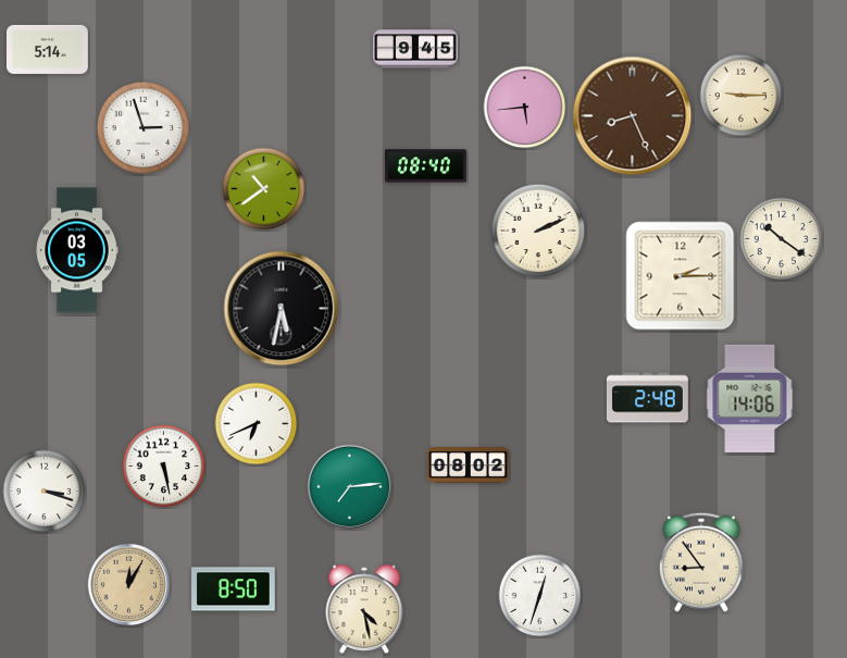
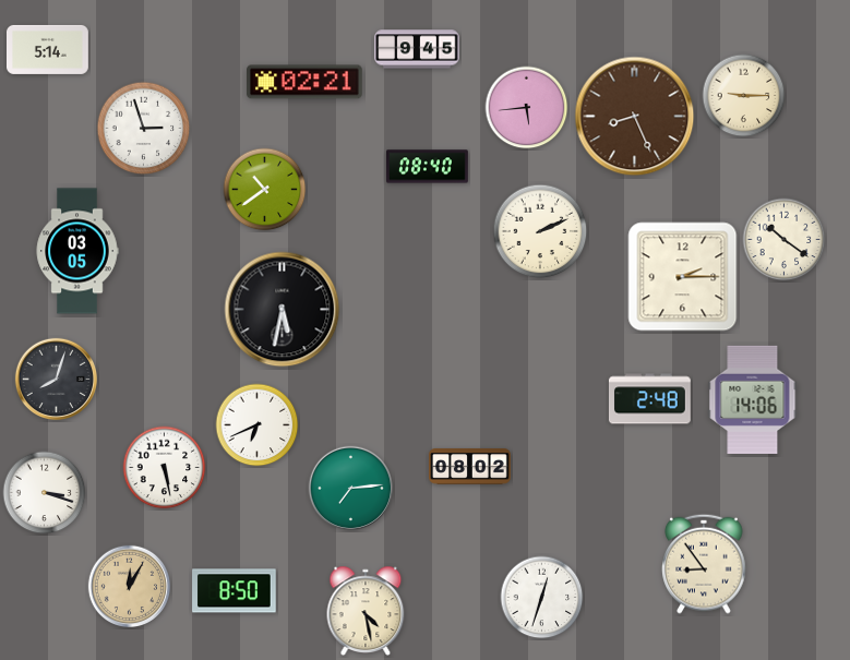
clock at (304, 82): none -> 02:21
clock at (56, 379): none -> 8:03
